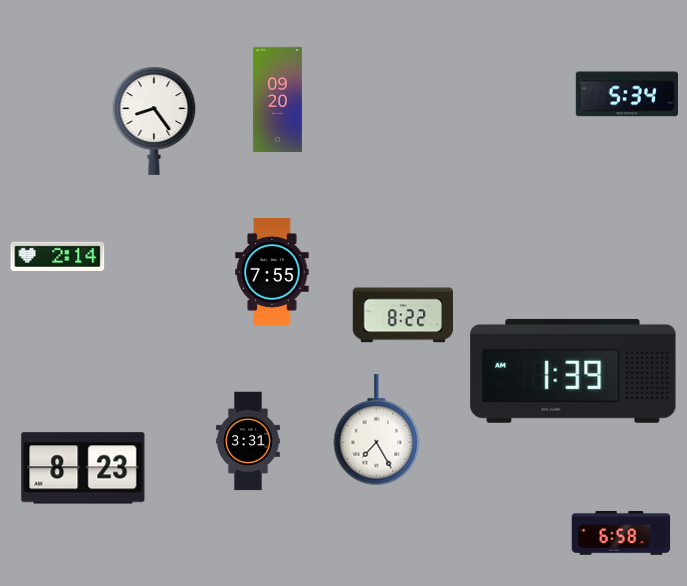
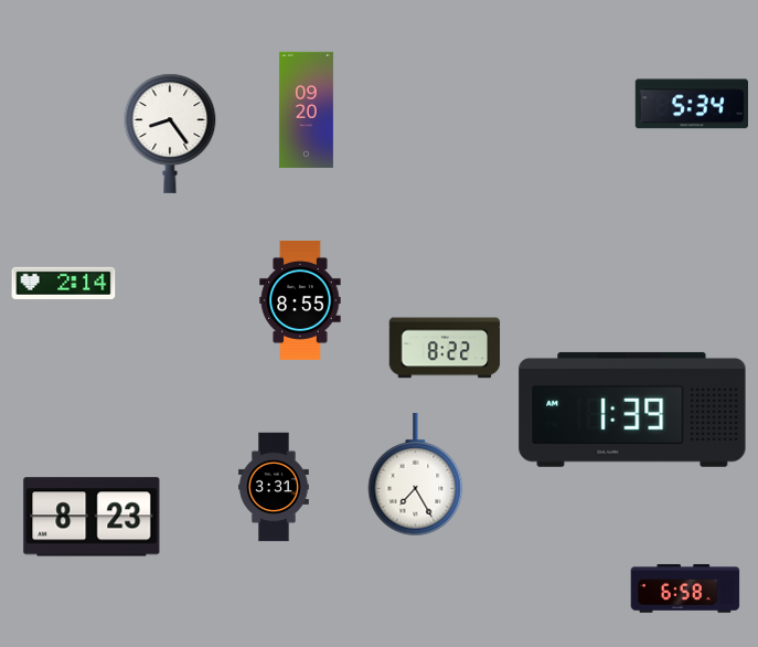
clock at (272, 272): 7:55 -> 8:55
